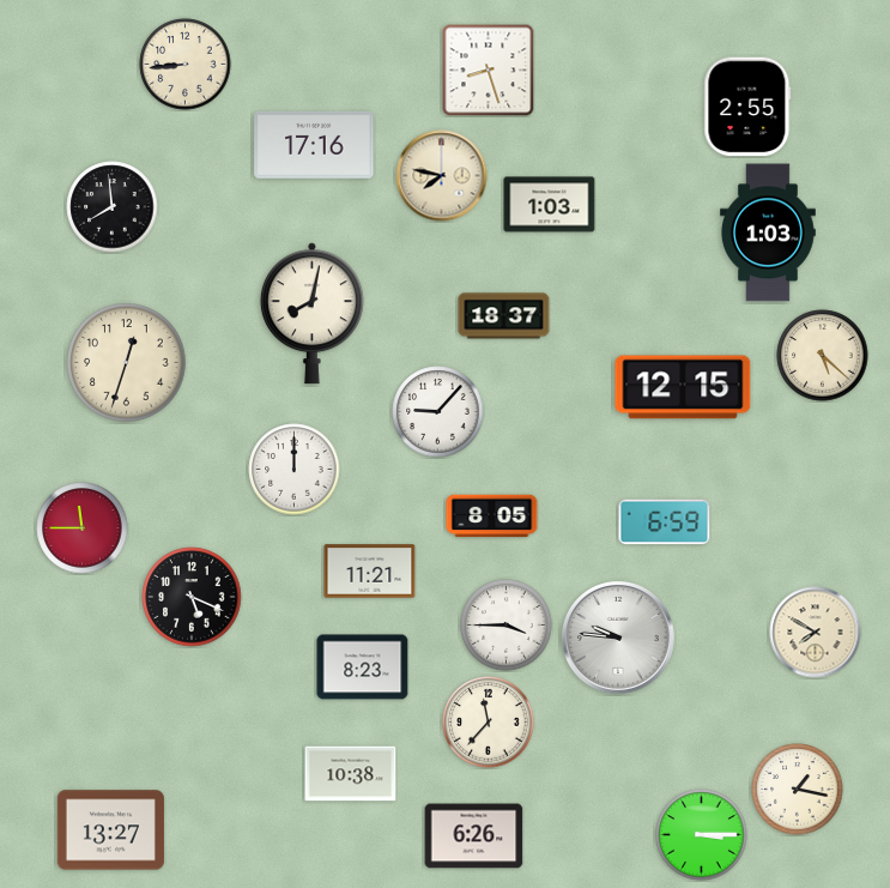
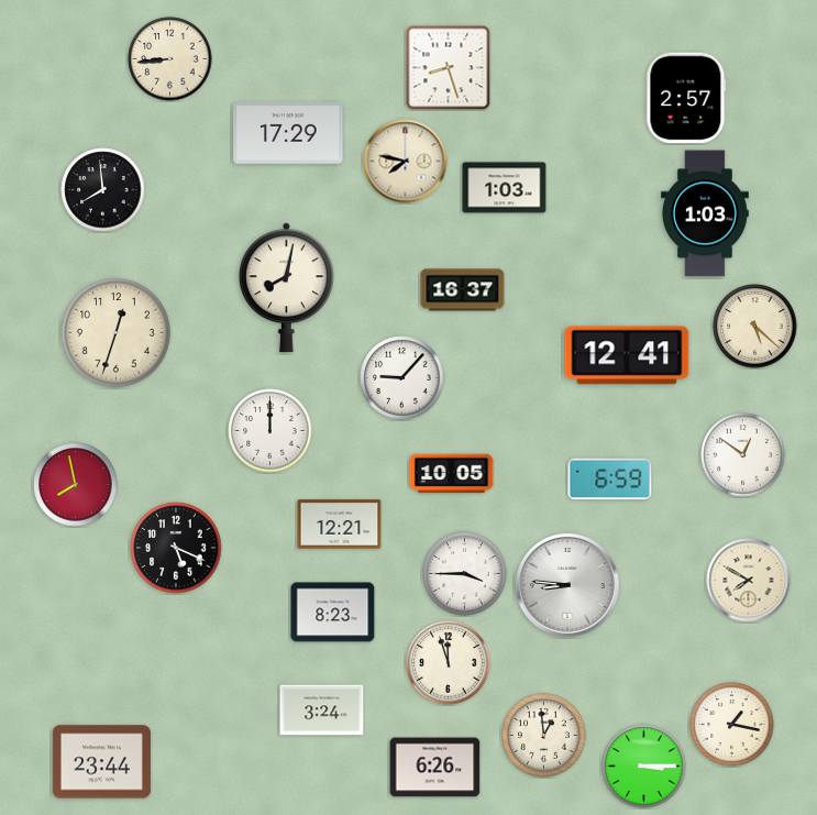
clock at (488, 70) position: (488, 70) -> (448, 67)
clock at (747, 107): 2:55 -> 2:57
clock at (314, 145): 17:16 -> 17:29
clock at (504, 316): 18:37 -> 16:37
clock at (683, 387): 12:15 -> 12:41
clock at (743, 455): none -> 12:51
clock at (492, 517): 8:05 -> 10:05
clock at (83, 528): 11:45 -> 7:58
clock at (370, 572): 11:21 -> 12:21
clock at (619, 639): 9:46 -> 8:46
clock at (489, 723): 11:37 -> 11:57
clock at (351, 774): 10:38 -> 3:24
clock at (544, 736): none -> 12:59
clock at (110, 830): 13:27 -> 23:44
